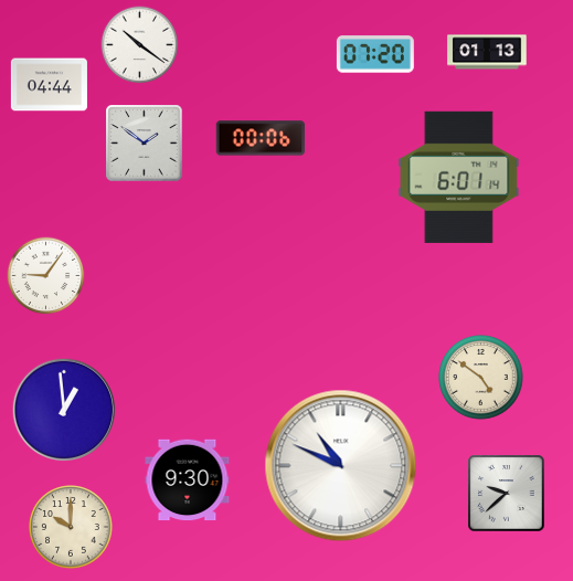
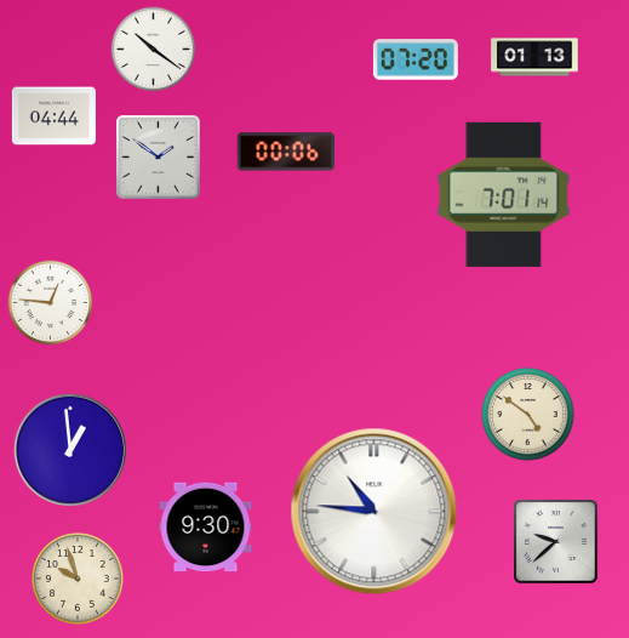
clock at (375, 54) position: (375, 54) -> (416, 59)
clock at (49, 85) position: (49, 85) -> (53, 116)
clock at (459, 177): 6:01 -> 7:01
clock at (46, 276): 9:06 -> 12:46
clock at (341, 466): 10:49 -> 10:46
clock at (71, 527): 10:00 -> 9:57
